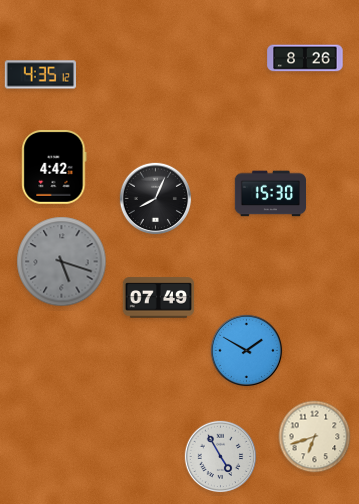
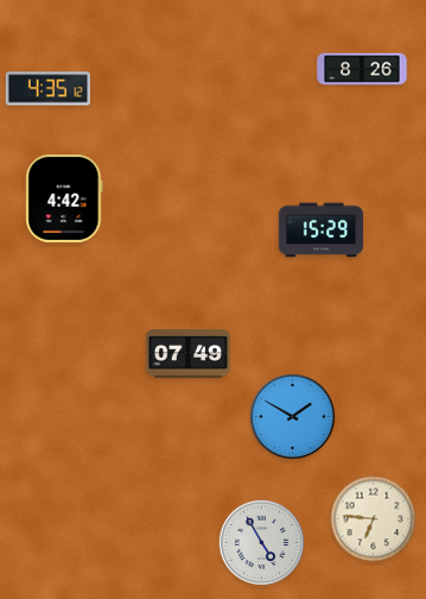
clock at (270, 194): 15:30 -> 15:29
clock at (156, 199): 8:04 -> none
clock at (62, 262): 5:18 -> none
clock at (315, 437): 6:42 -> 6:46
